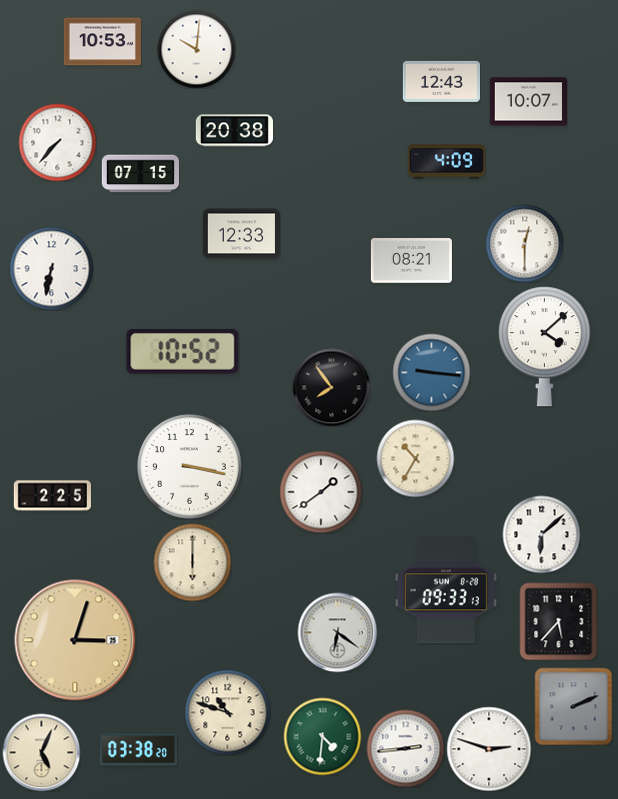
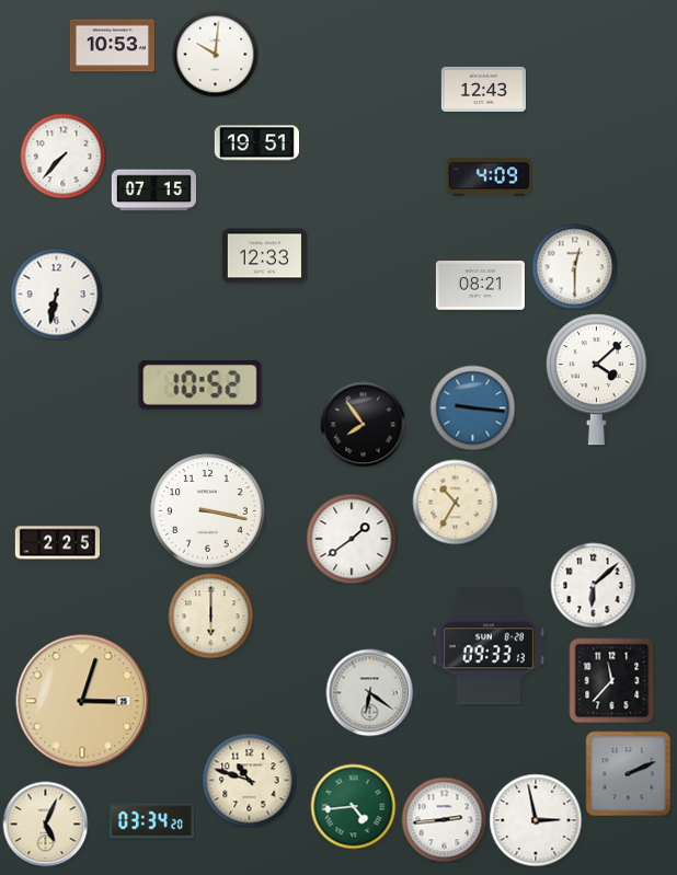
clock at (528, 102): 10:07 -> none
clock at (234, 131): 20:38 -> 19:51
clock at (411, 261) position: (411, 261) -> (480, 286)
clock at (558, 621): 5:37 -> 11:37
clock at (322, 736): 4:31 -> 4:44
clock at (489, 749): 2:48 -> 2:58
clock at (138, 750): 03:38 -> 03:34
